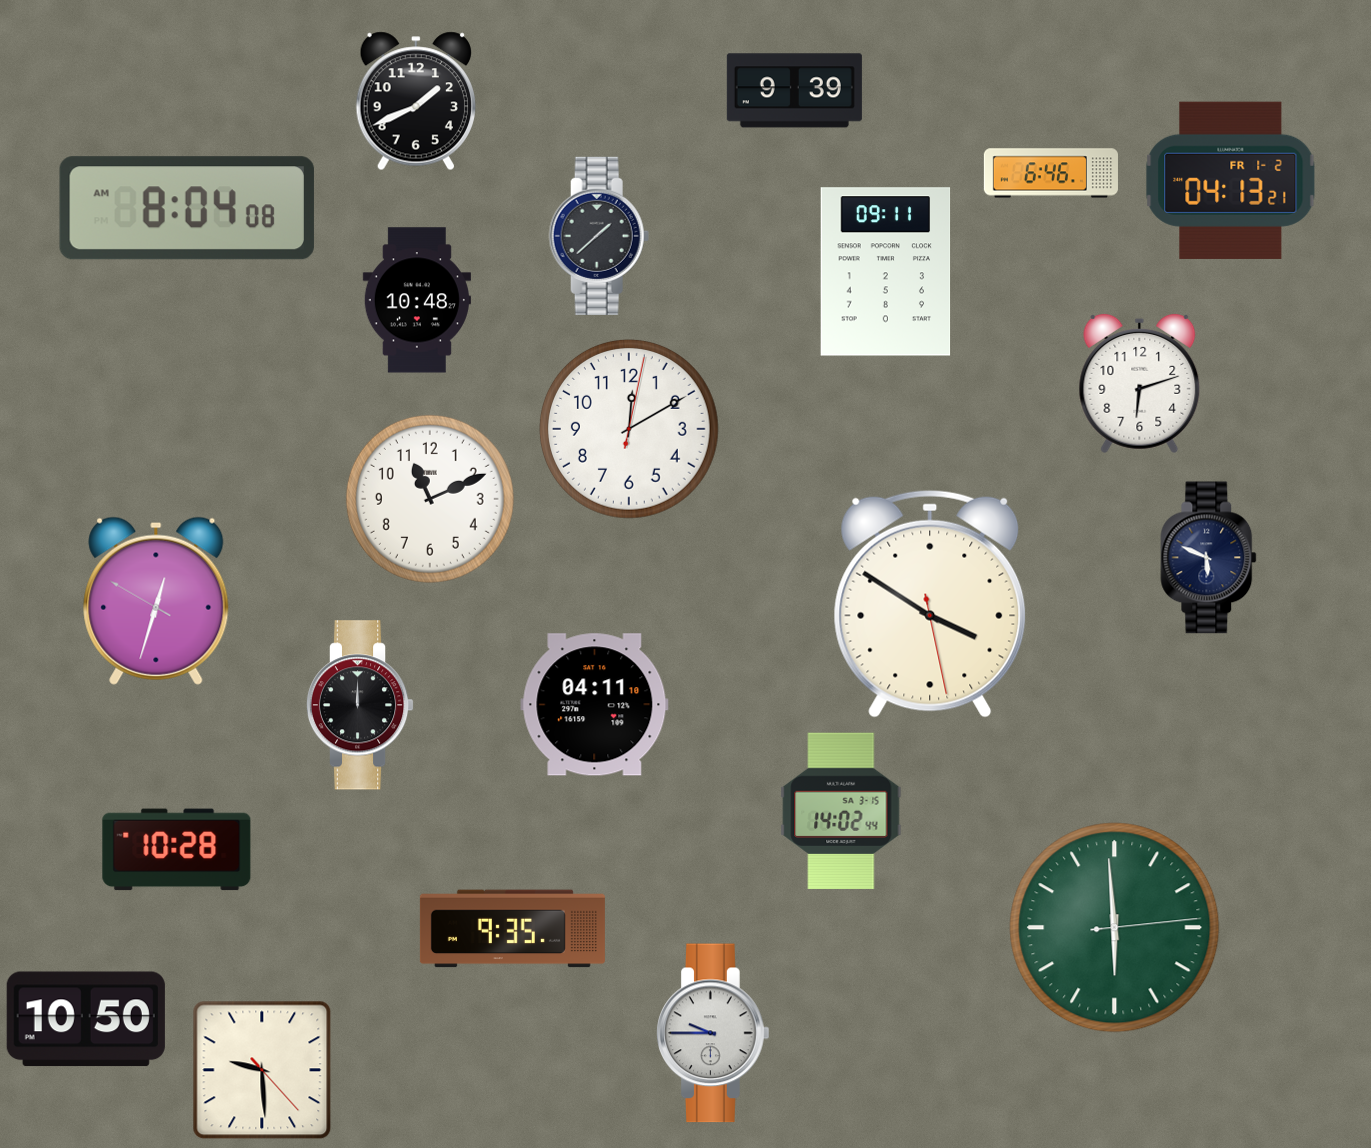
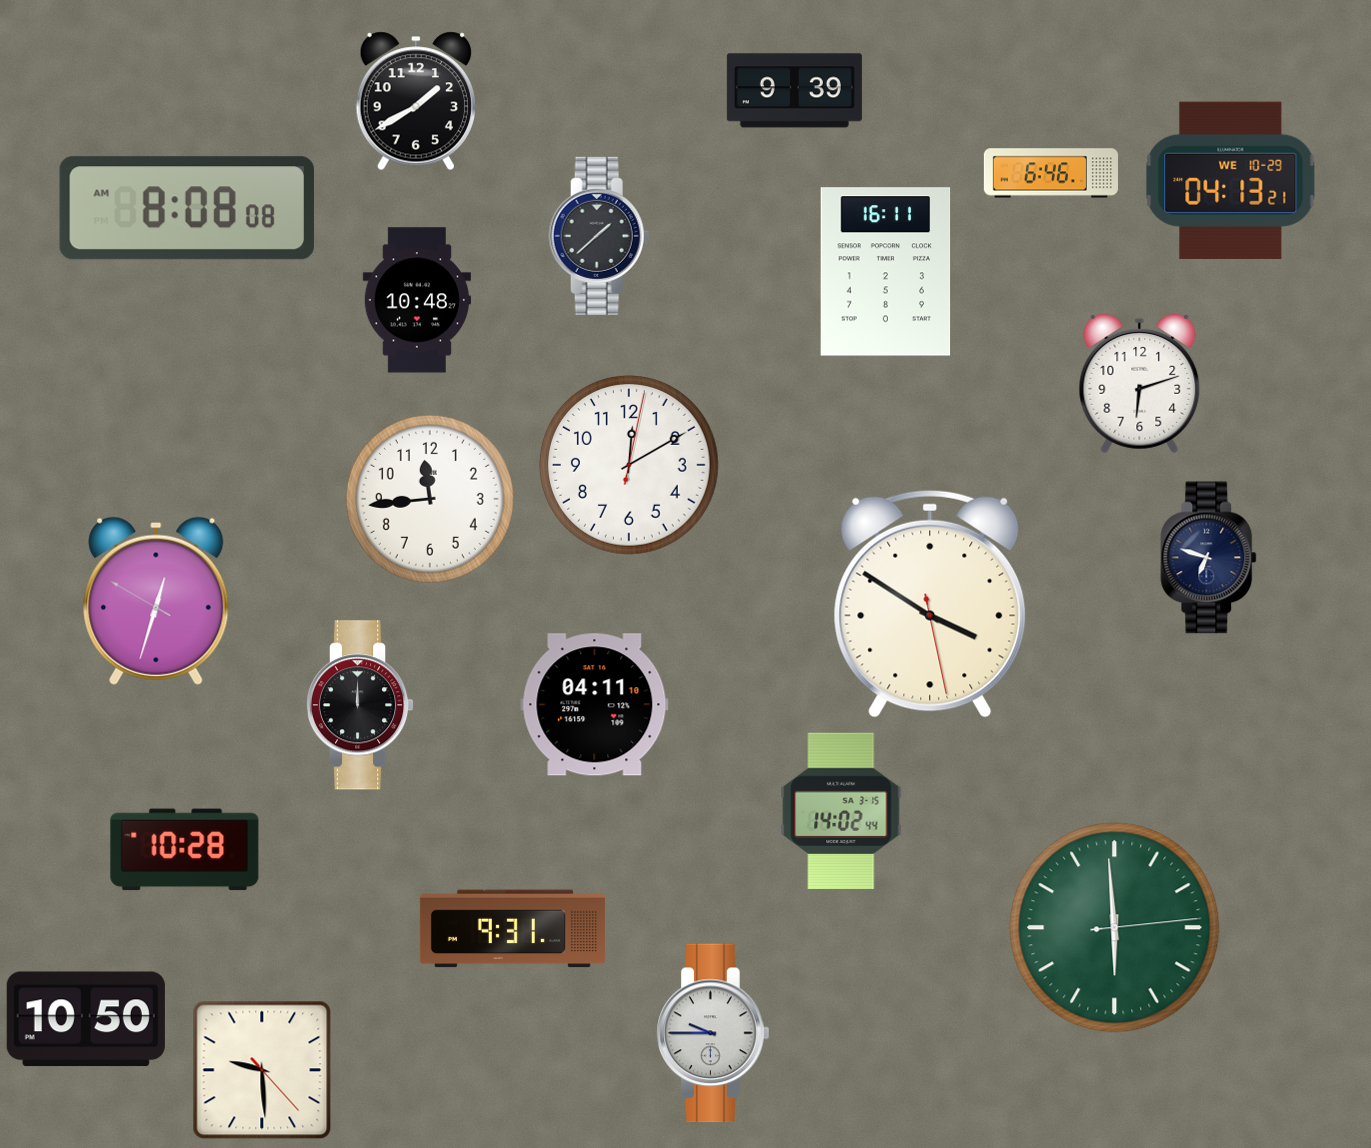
clock at (415, 101): 1:41 -> 1:40
clock at (1231, 180) date: FR 1-2 -> WE 10-29
clock at (187, 208): 8:04 -> 8:08
clock at (886, 272): 09:11 -> 16:11
clock at (629, 429) position: (629, 429) -> (629, 465)
clock at (430, 499): 11:11 -> 11:44
clock at (1209, 558): 5:49 -> 6:48
clock at (177, 850) position: (177, 850) -> (185, 850)
clock at (512, 929): 9:35 -> 9:31
